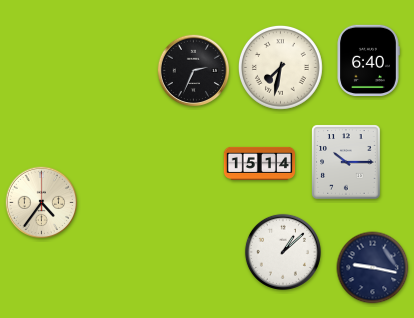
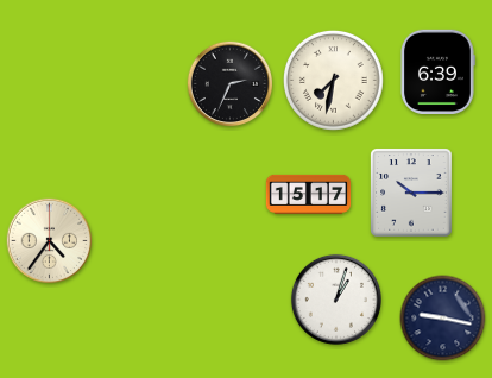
clock at (368, 60): 6:40 -> 6:39
clock at (260, 163): 15:14 -> 15:17
clock at (283, 252): 1:08 -> 1:03
